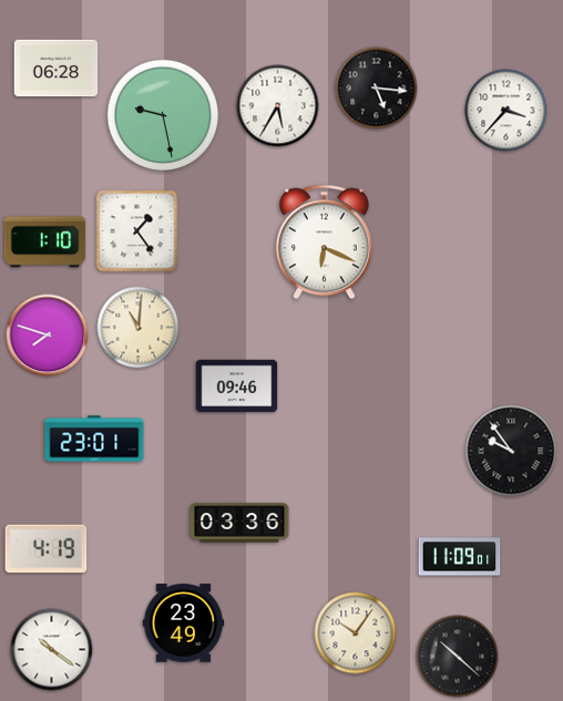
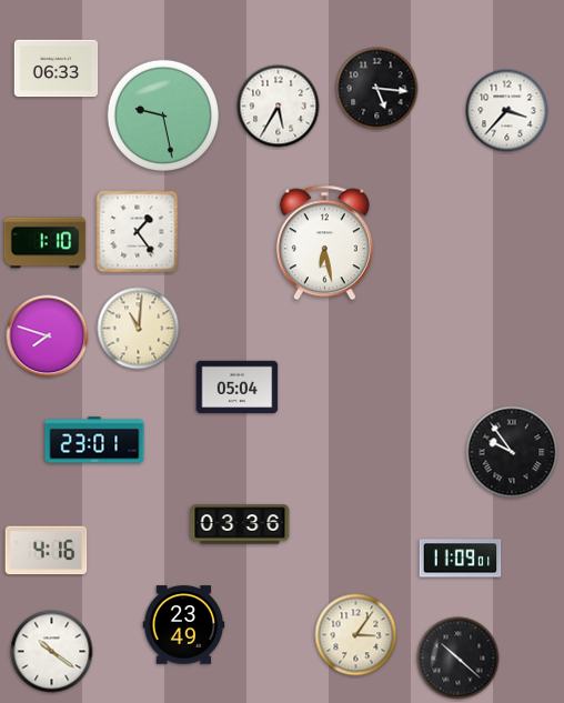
clock at (57, 69): 06:28 -> 06:33
clock at (324, 243): 6:19 -> 6:28
clock at (237, 386): 09:46 -> 05:04
clock at (47, 549): 4:19 -> 4:16
clock at (356, 633): 10:06 -> 3:06
